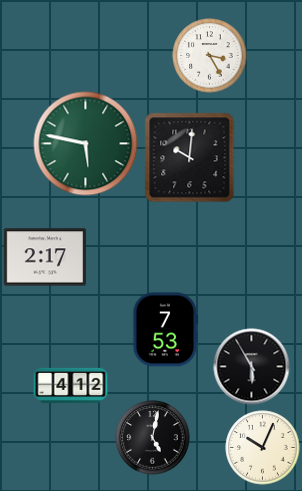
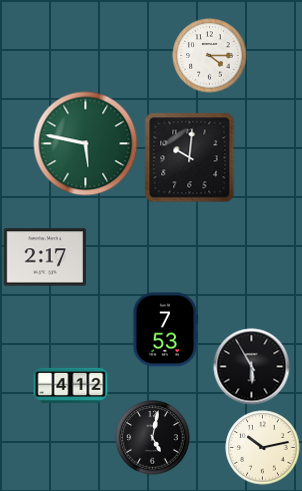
clock at (210, 56): 3:25 -> 4:15
clock at (263, 448): 10:04 -> 10:13
